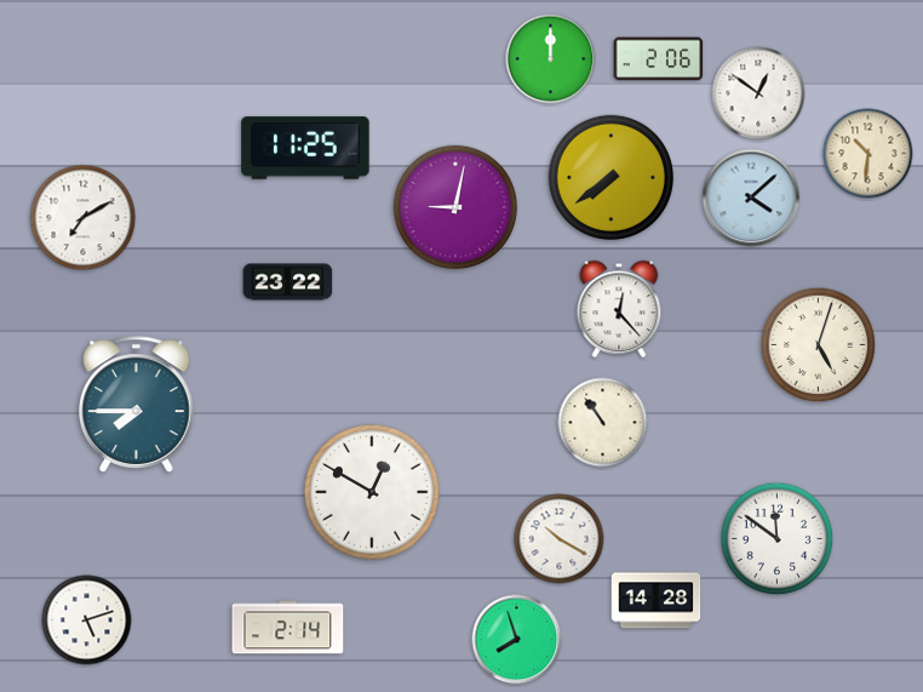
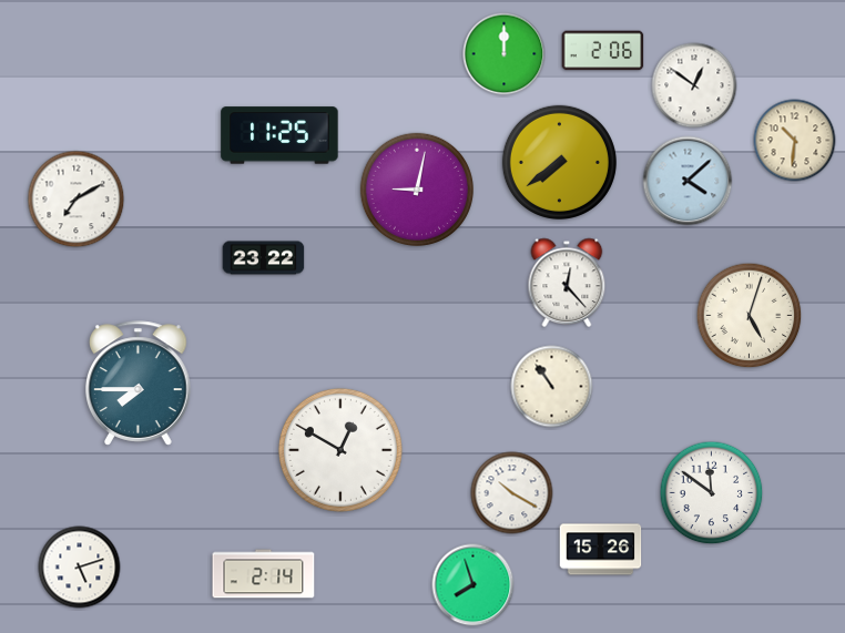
clock at (659, 59) position: (659, 59) -> (603, 51)
clock at (137, 405) position: (137, 405) -> (139, 384)
clock at (657, 601): 14:28 -> 15:26
